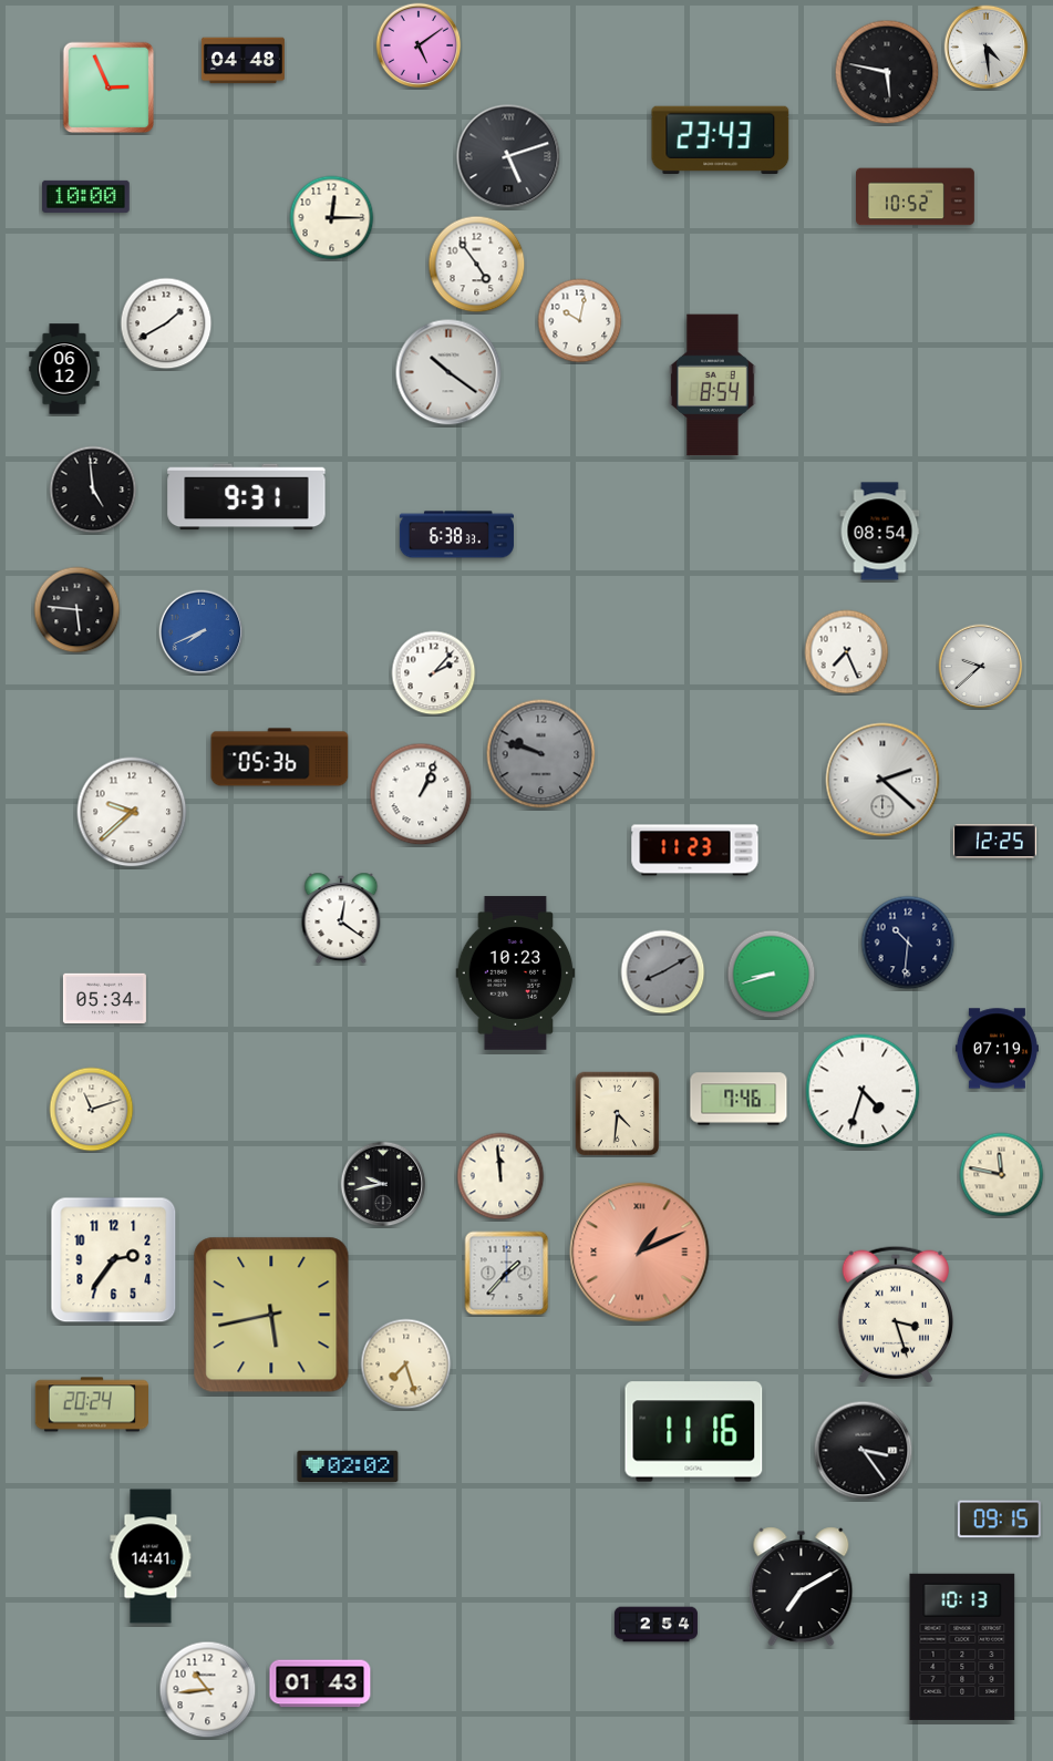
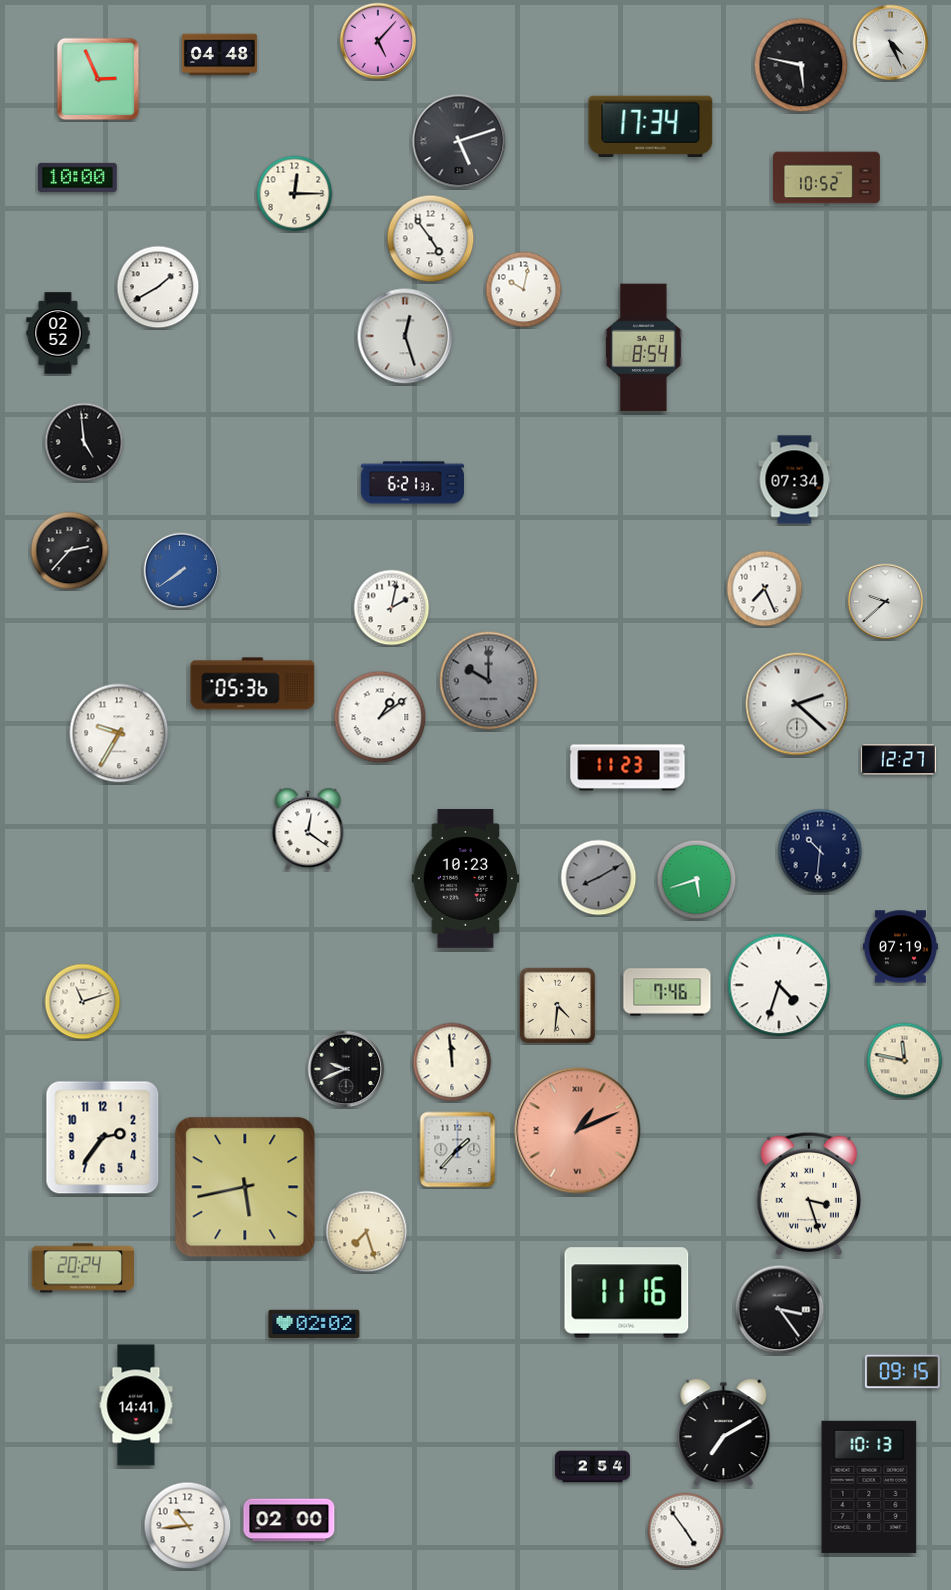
clock at (419, 45): 5:09 -> 5:07
clock at (987, 48): 4:29 -> 4:26
clock at (721, 140): 23:43 -> 17:34
clock at (332, 218) position: (332, 218) -> (295, 194)
clock at (166, 323) position: (166, 323) -> (158, 287)
clock at (64, 369): 06:12 -> 02:52
clock at (448, 372): 10:21 -> 12:27
clock at (247, 497): 9:31 -> none
clock at (880, 532): 08:54 -> 07:34
clock at (456, 535): 6:38 -> 6:21
clock at (78, 610): 5:46 -> 2:37
clock at (202, 632): 7:41 -> 7:39
clock at (434, 673): 2:07 -> 2:02
clock at (541, 754): 9:48 -> 10:00
clock at (421, 794): 1:04 -> 1:09
clock at (132, 812): 9:38 -> 9:35
clock at (994, 842): 12:25 -> 12:27
clock at (772, 975): 8:42 -> 5:42
clock at (104, 999): 05:34 -> none
clock at (383, 1184): 9:43 -> 9:41
clock at (896, 1315) position: (896, 1315) -> (809, 1194)
clock at (320, 1683): 01:43 -> 02:00
clock at (686, 1531): none -> 4:54
